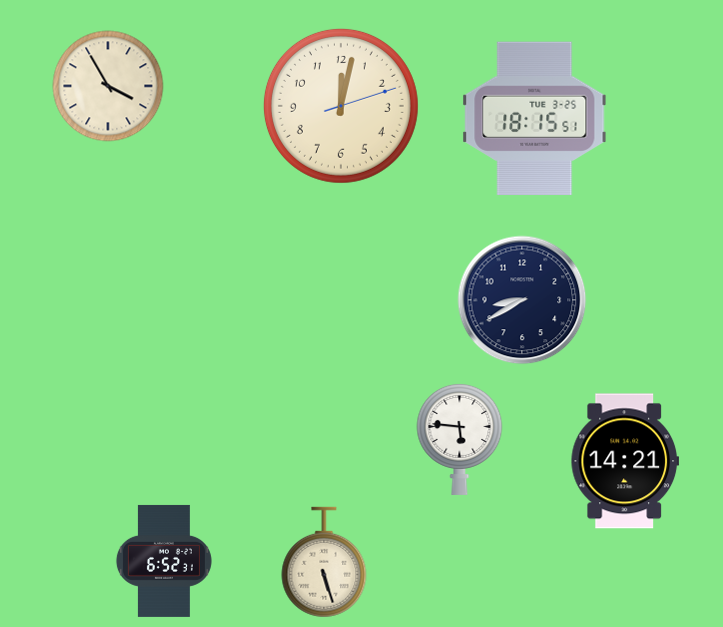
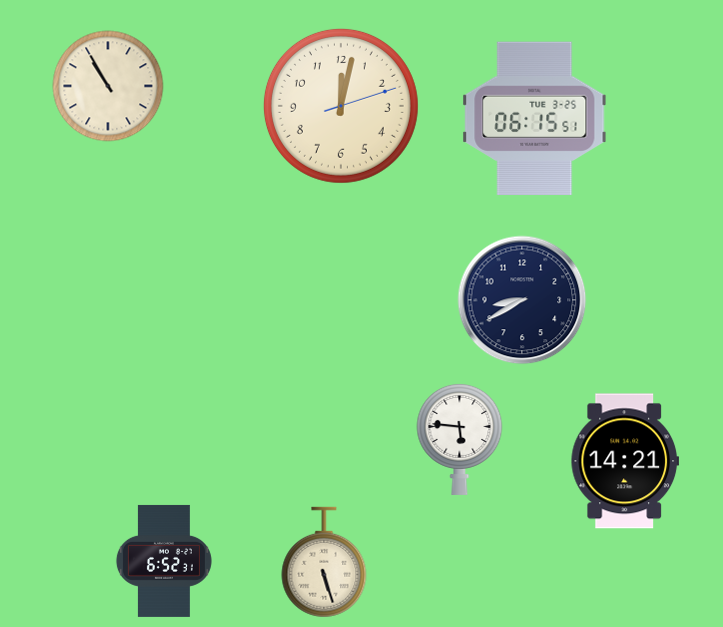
clock at (108, 86): 3:55 -> 10:55
clock at (535, 118): 18:15 -> 06:15
